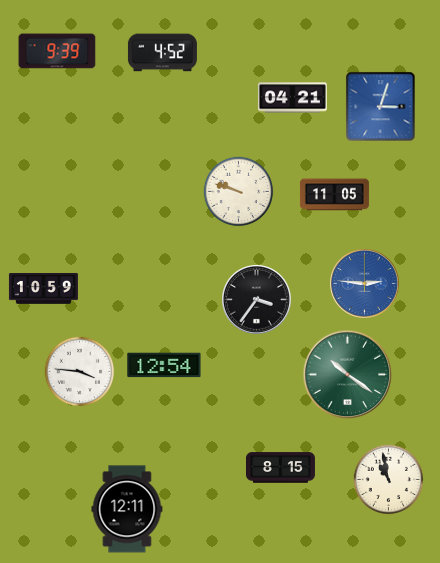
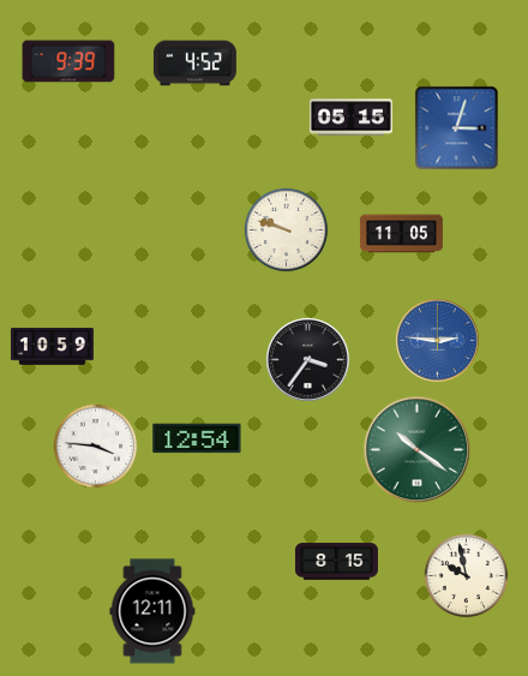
clock at (292, 98): 04:21 -> 05:15
clock at (389, 480): 10:58 -> 9:58
